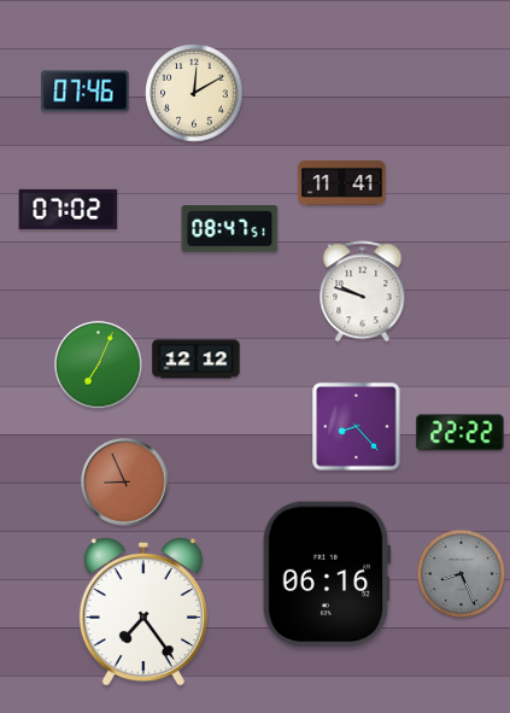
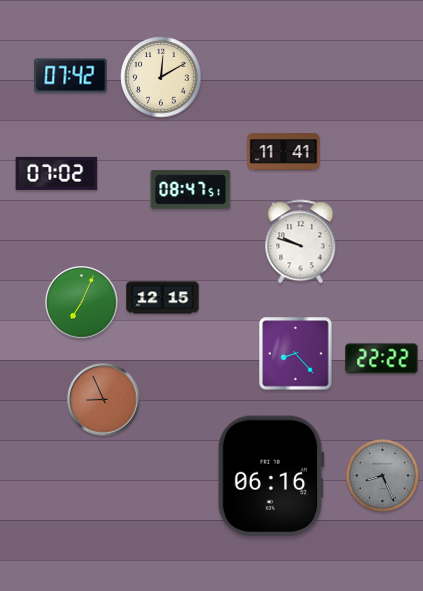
clock at (86, 92): 07:46 -> 07:42
clock at (197, 360): 12:12 -> 12:15
clock at (143, 612): 7:24 -> none
